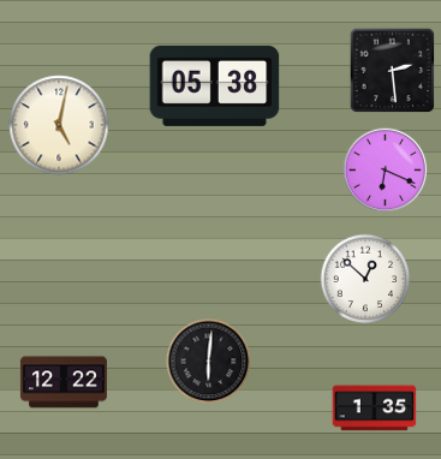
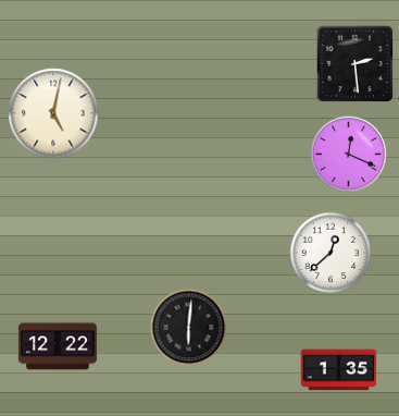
clock at (215, 85): 05:38 -> none
clock at (386, 171): 6:19 -> 12:19
clock at (365, 279): 12:52 -> 12:38
